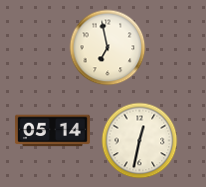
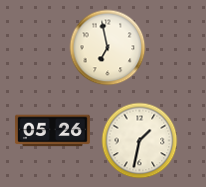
clock at (52, 131): 05:14 -> 05:26
clock at (140, 141): 12:32 -> 1:32
